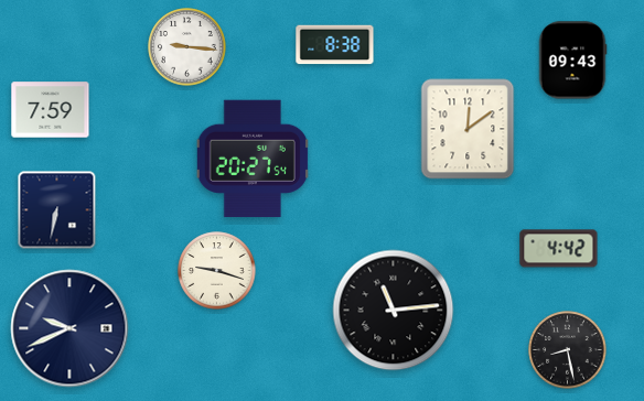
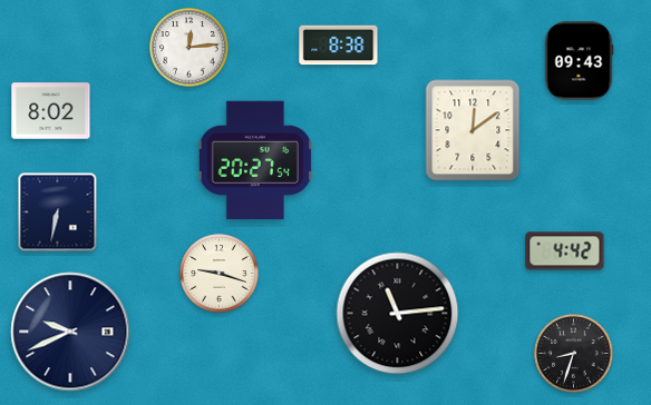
clock at (187, 47): 9:16 -> 12:14
clock at (51, 110): 7:59 -> 8:02
clock at (568, 350): 8:28 -> 8:33
